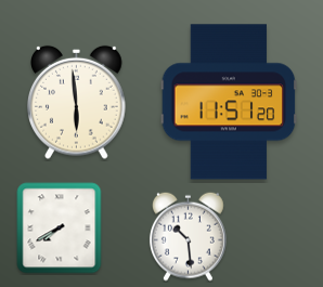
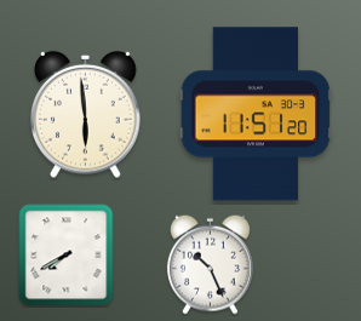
clock at (188, 236): 10:29 -> 10:26
